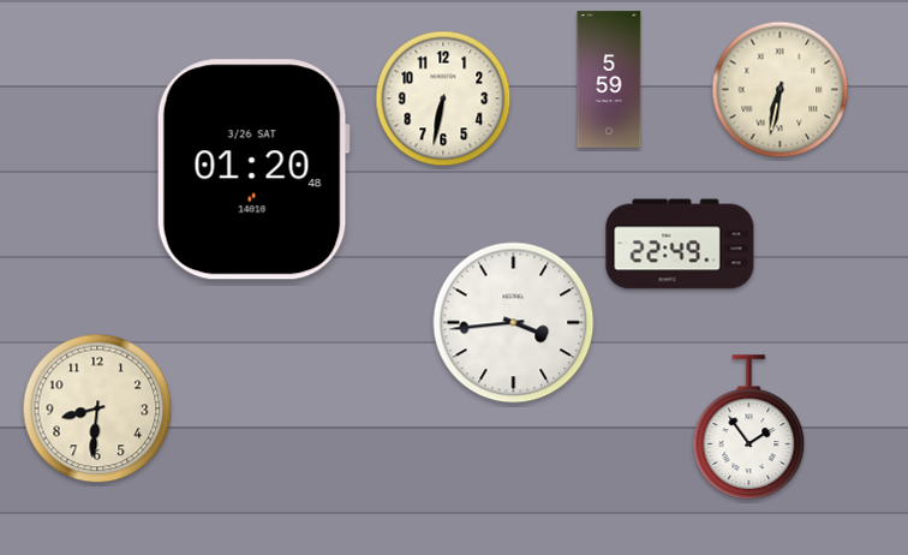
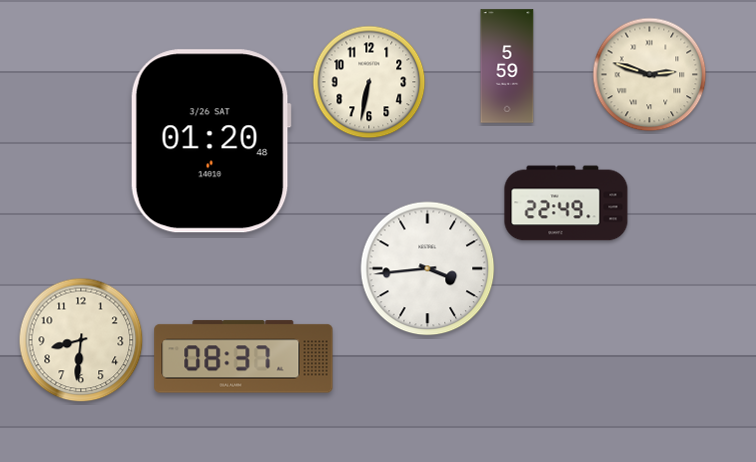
clock at (781, 90): 6:32 -> 2:48
clock at (749, 428): 1:54 -> none
clock at (244, 357): none -> 08:37
